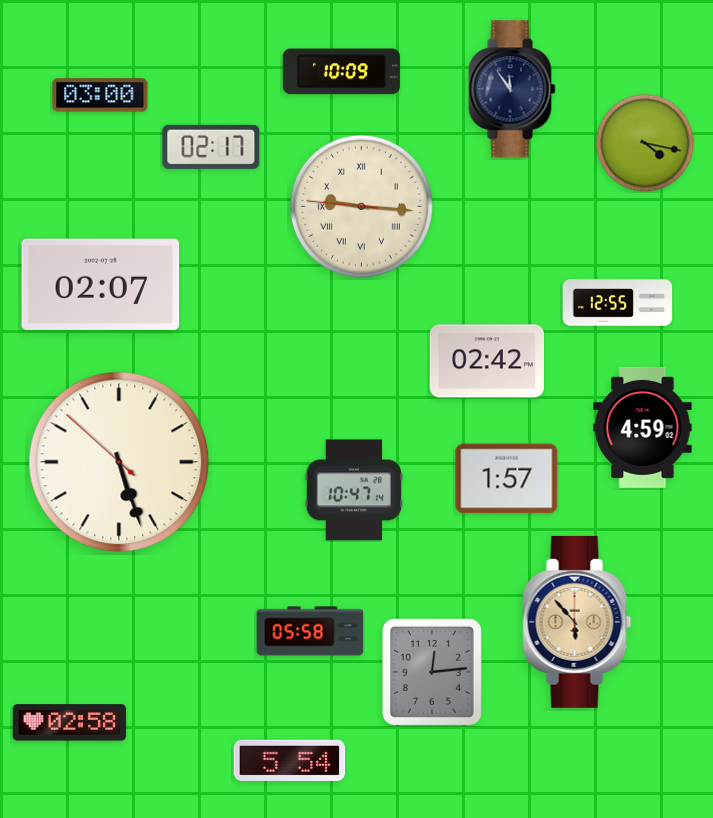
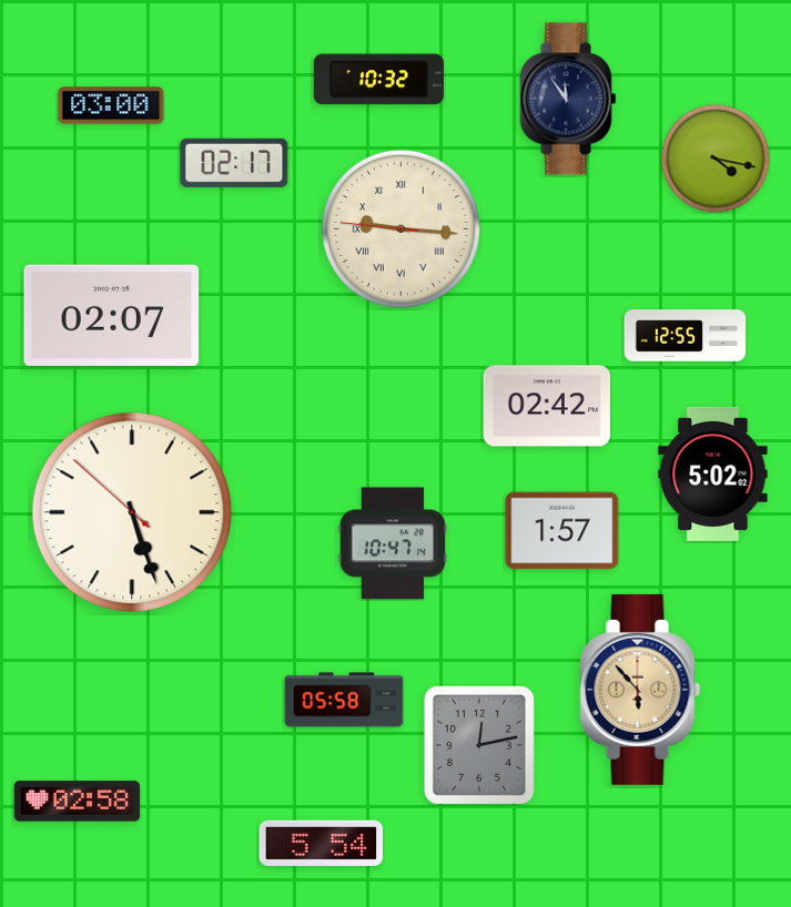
clock at (341, 72): 10:09 -> 10:32
clock at (486, 361) position: (486, 361) -> (546, 406)
clock at (643, 427): 4:59 -> 5:02
clock at (432, 672): 12:14 -> 12:13
